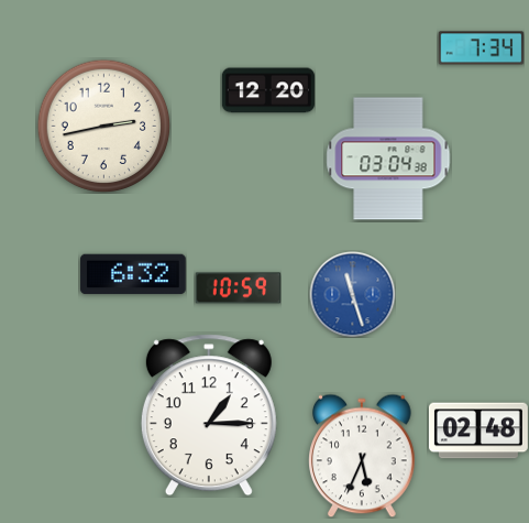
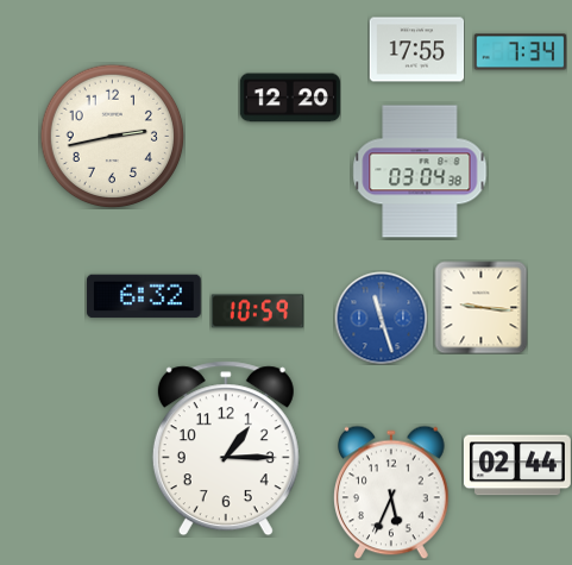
clock at (416, 50): none -> 17:55
clock at (480, 307): none -> 9:16
clock at (478, 431): 02:48 -> 02:44
